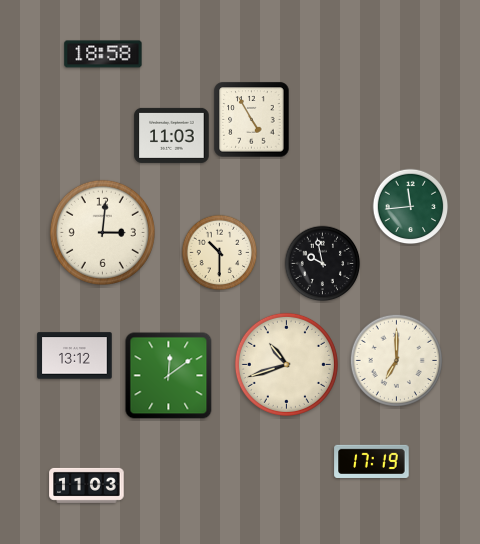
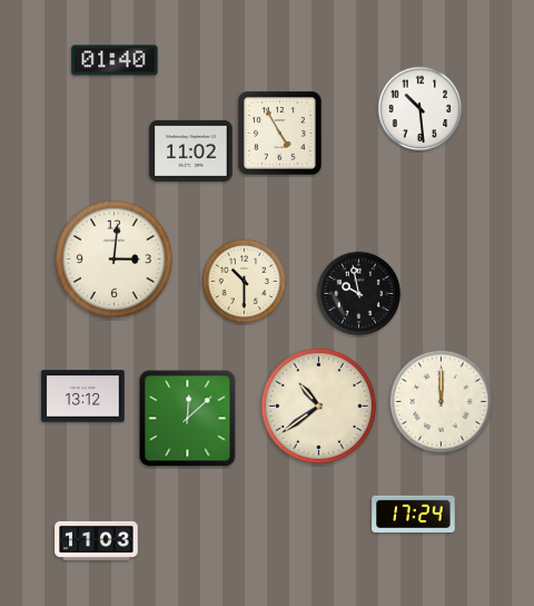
clock at (103, 54): 18:58 -> 01:40
clock at (421, 109): none -> 10:29
clock at (172, 135): 11:03 -> 11:02
clock at (411, 207): 11:44 -> none
clock at (396, 360): 7:00 -> 12:00
clock at (286, 364): 10:42 -> 10:39
clock at (169, 376): 12:09 -> 12:08
clock at (372, 461): 17:19 -> 17:24
